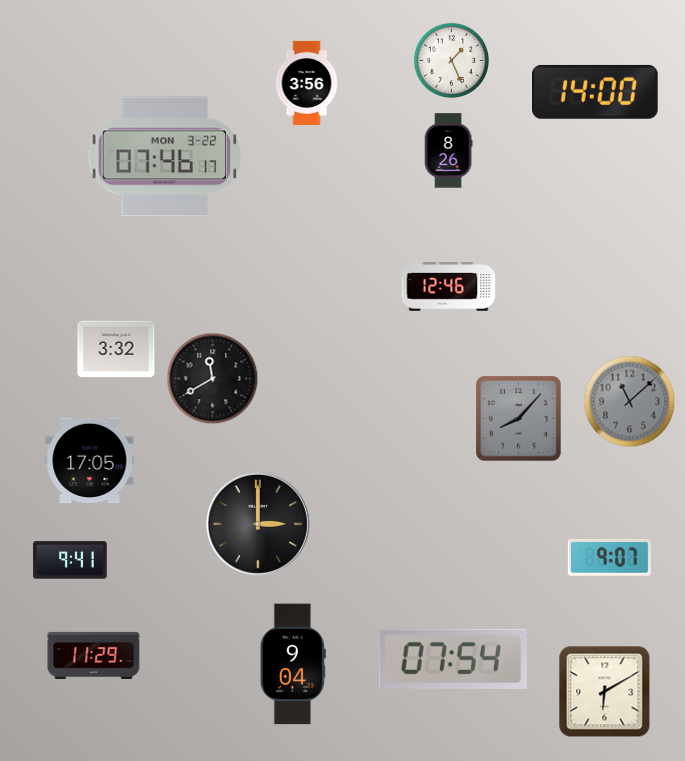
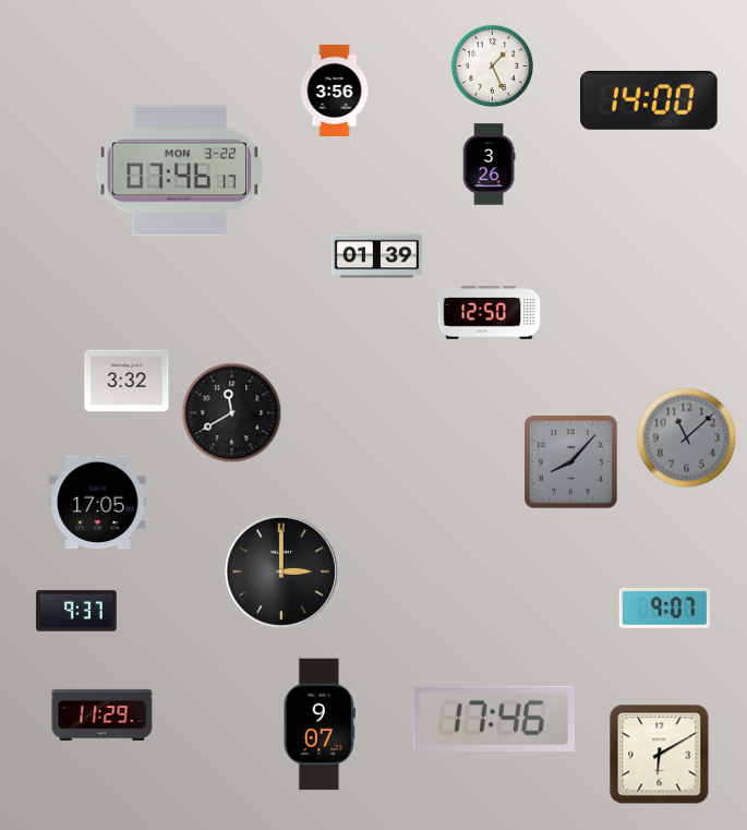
clock at (448, 151): 8:26 -> 3:26
clock at (377, 256): none -> 01:39
clock at (449, 287): 12:46 -> 12:50
clock at (519, 419) position: (519, 419) -> (571, 462)
clock at (70, 560): 9:41 -> 9:37
clock at (453, 659): 07:54 -> 17:46
clock at (293, 664): 9:04 -> 9:07
